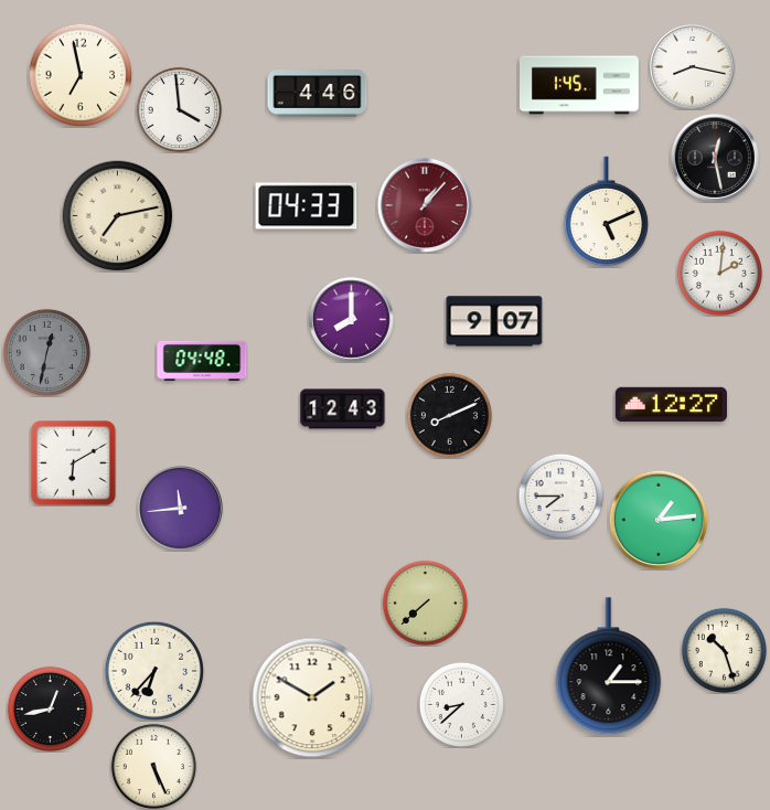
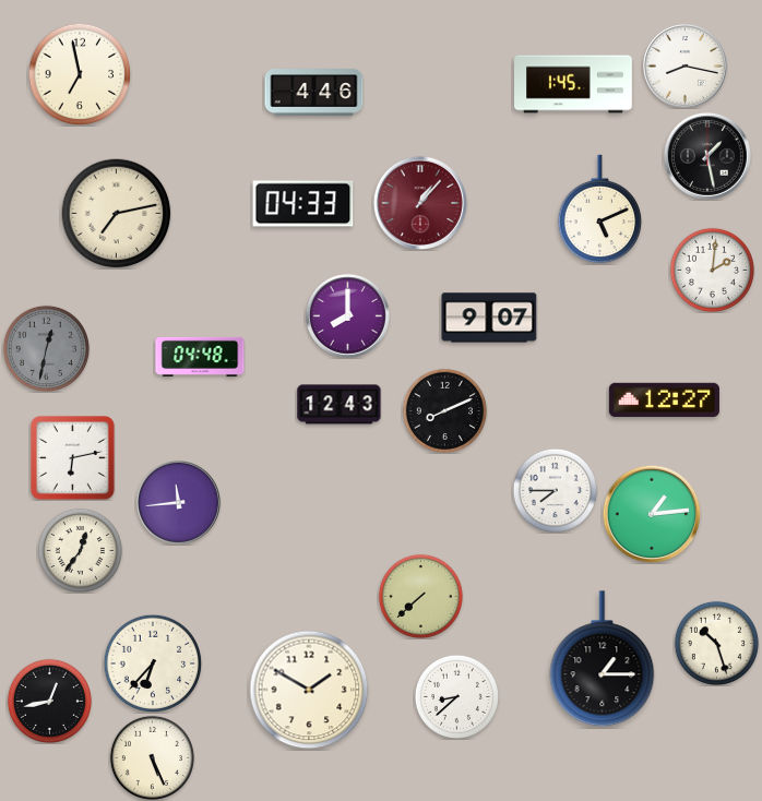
clock at (179, 109): 3:59 -> none
clock at (715, 158): 12:28 -> 1:28
clock at (74, 463): 6:10 -> 6:13
clock at (80, 550): none -> 12:36
